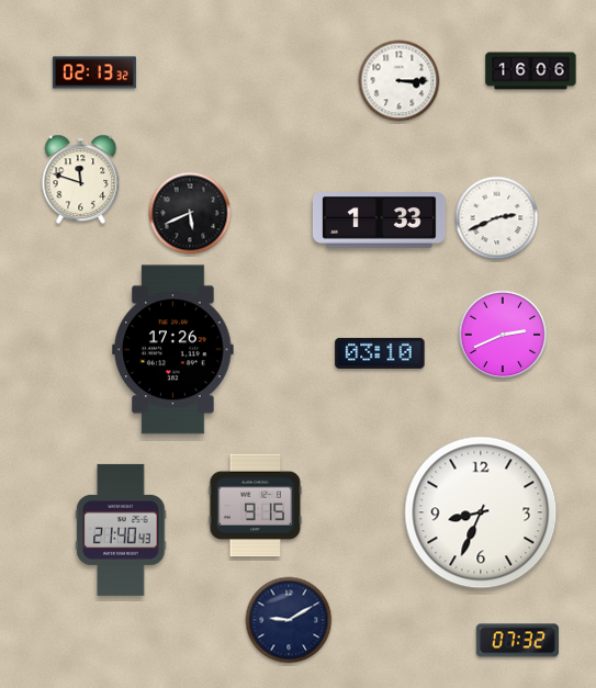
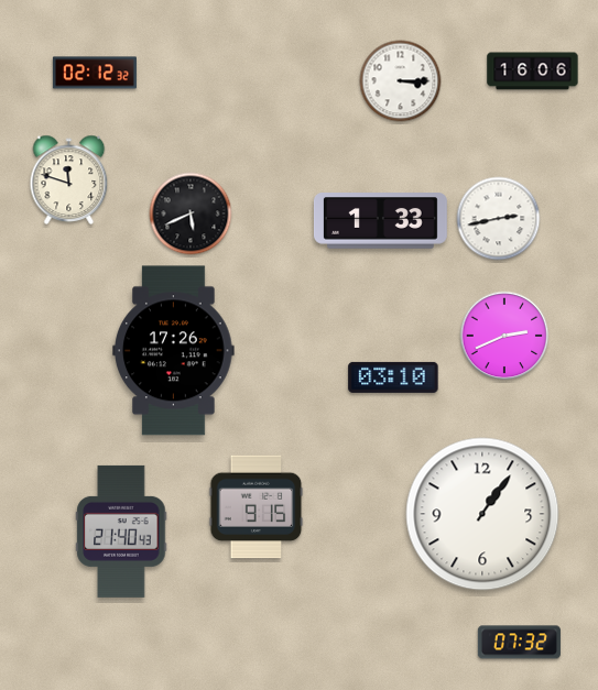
clock at (94, 72): 02:13 -> 02:12
clock at (81, 179) position: (81, 179) -> (69, 179)
clock at (497, 218): 2:41 -> 2:43
clock at (380, 353) position: (380, 353) -> (393, 377)
clock at (481, 512): 8:34 -> 1:06
clock at (289, 620): 9:10 -> none
